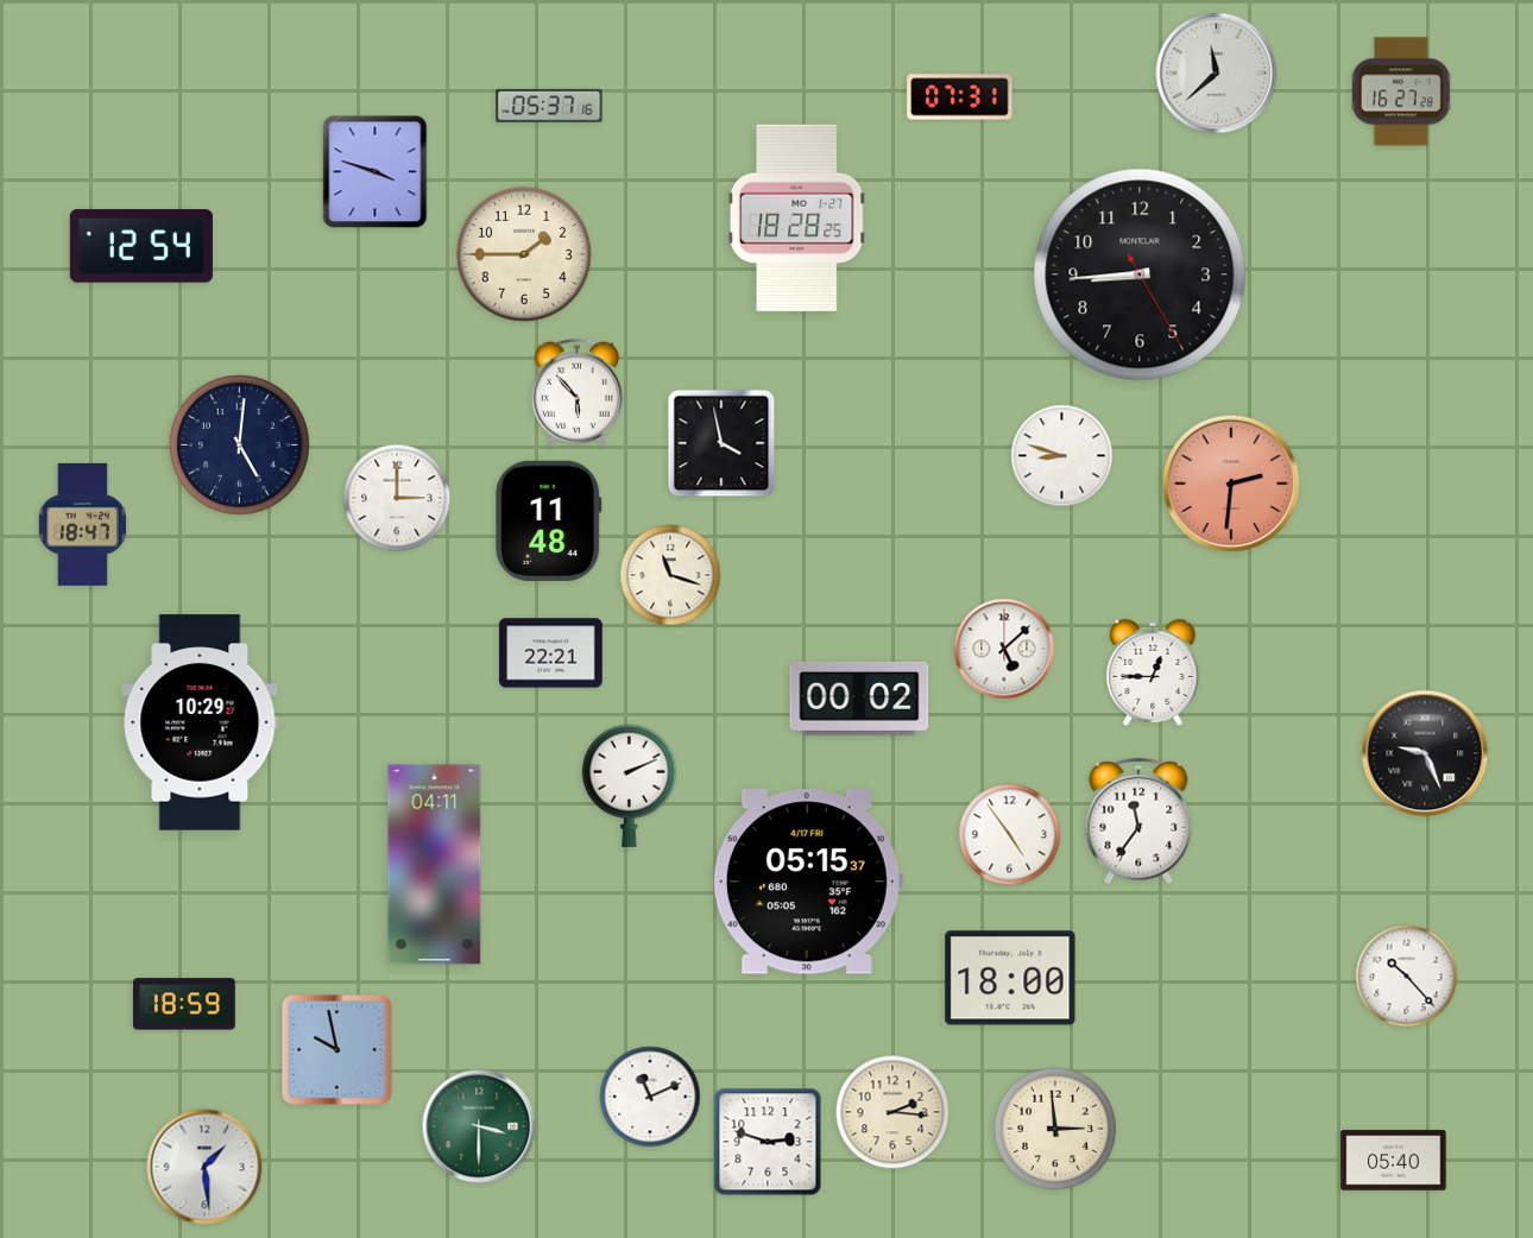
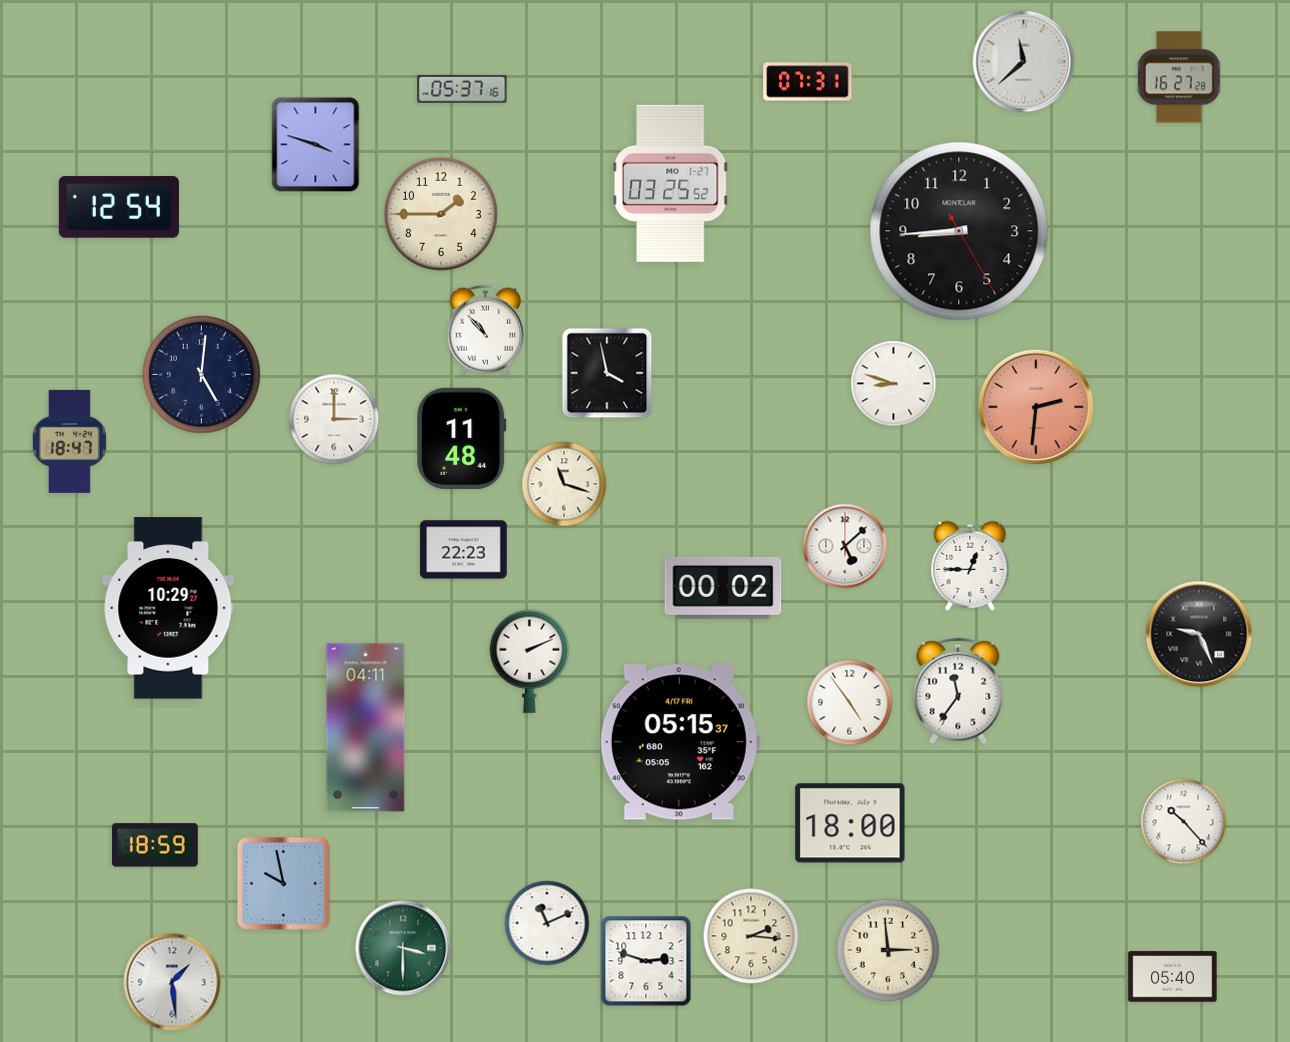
clock at (796, 217): 18:28 -> 03:25
clock at (576, 392): 5:53 -> 10:53
clock at (551, 653): 22:21 -> 22:23
